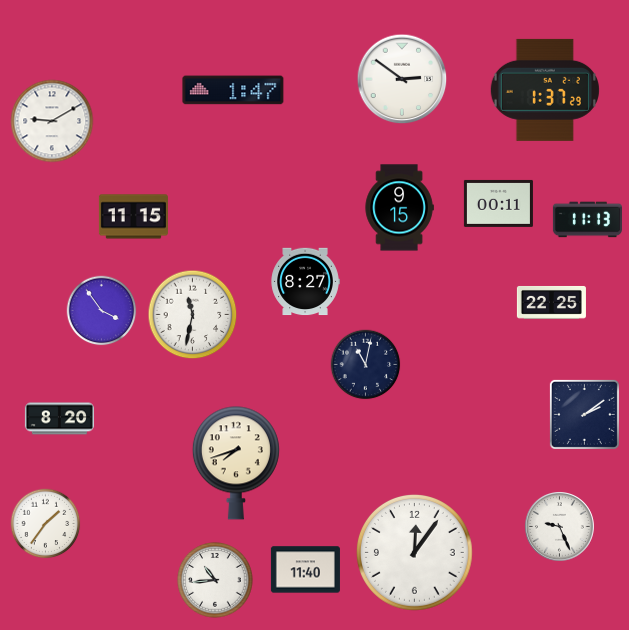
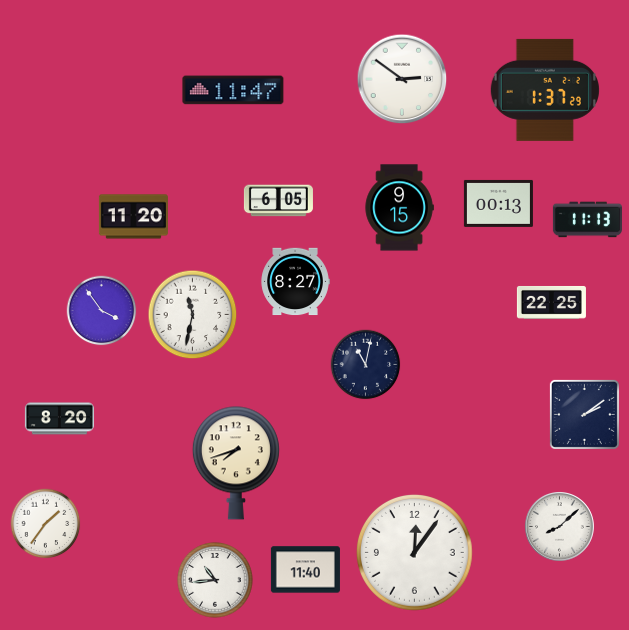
clock at (233, 90): 1:47 -> 11:47
clock at (52, 121): 9:10 -> none
clock at (278, 201): none -> 6:05
clock at (498, 203): 00:11 -> 00:13
clock at (133, 217): 11:15 -> 11:20
clock at (305, 282) position: (305, 282) -> (295, 282)
clock at (560, 527): 9:26 -> 8:08
